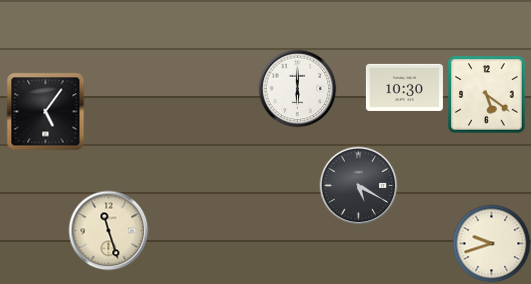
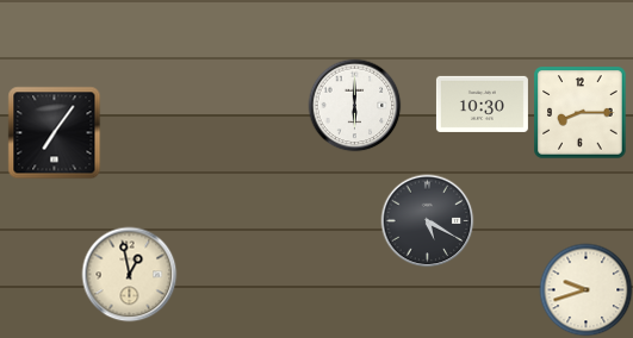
clock at (486, 94): 5:21 -> 8:15
clock at (45, 111): 5:06 -> 7:06
clock at (108, 230): 11:27 -> 12:58
